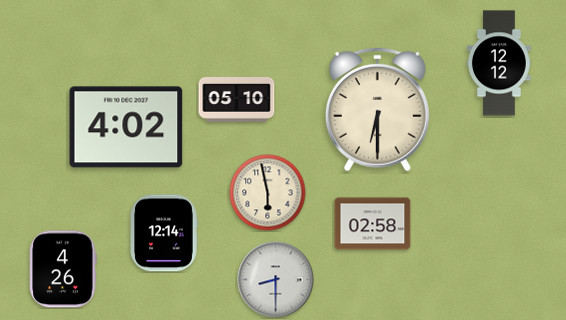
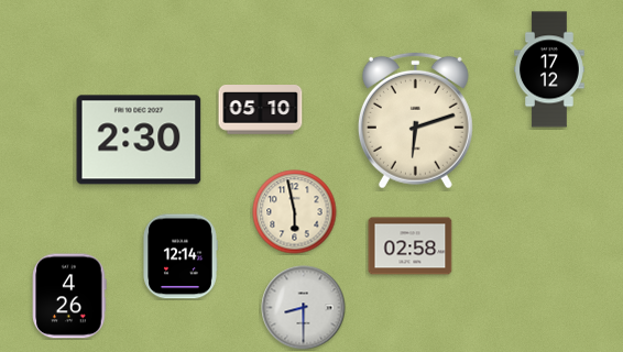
clock at (499, 63): 12:12 -> 17:12
clock at (377, 109): 6:30 -> 6:12
clock at (126, 127): 4:02 -> 2:30
